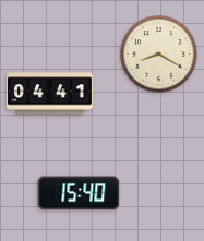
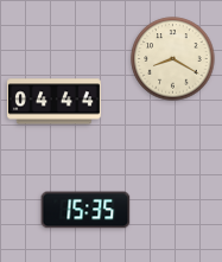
clock at (49, 94): 04:41 -> 04:44
clock at (79, 193): 15:40 -> 15:35
